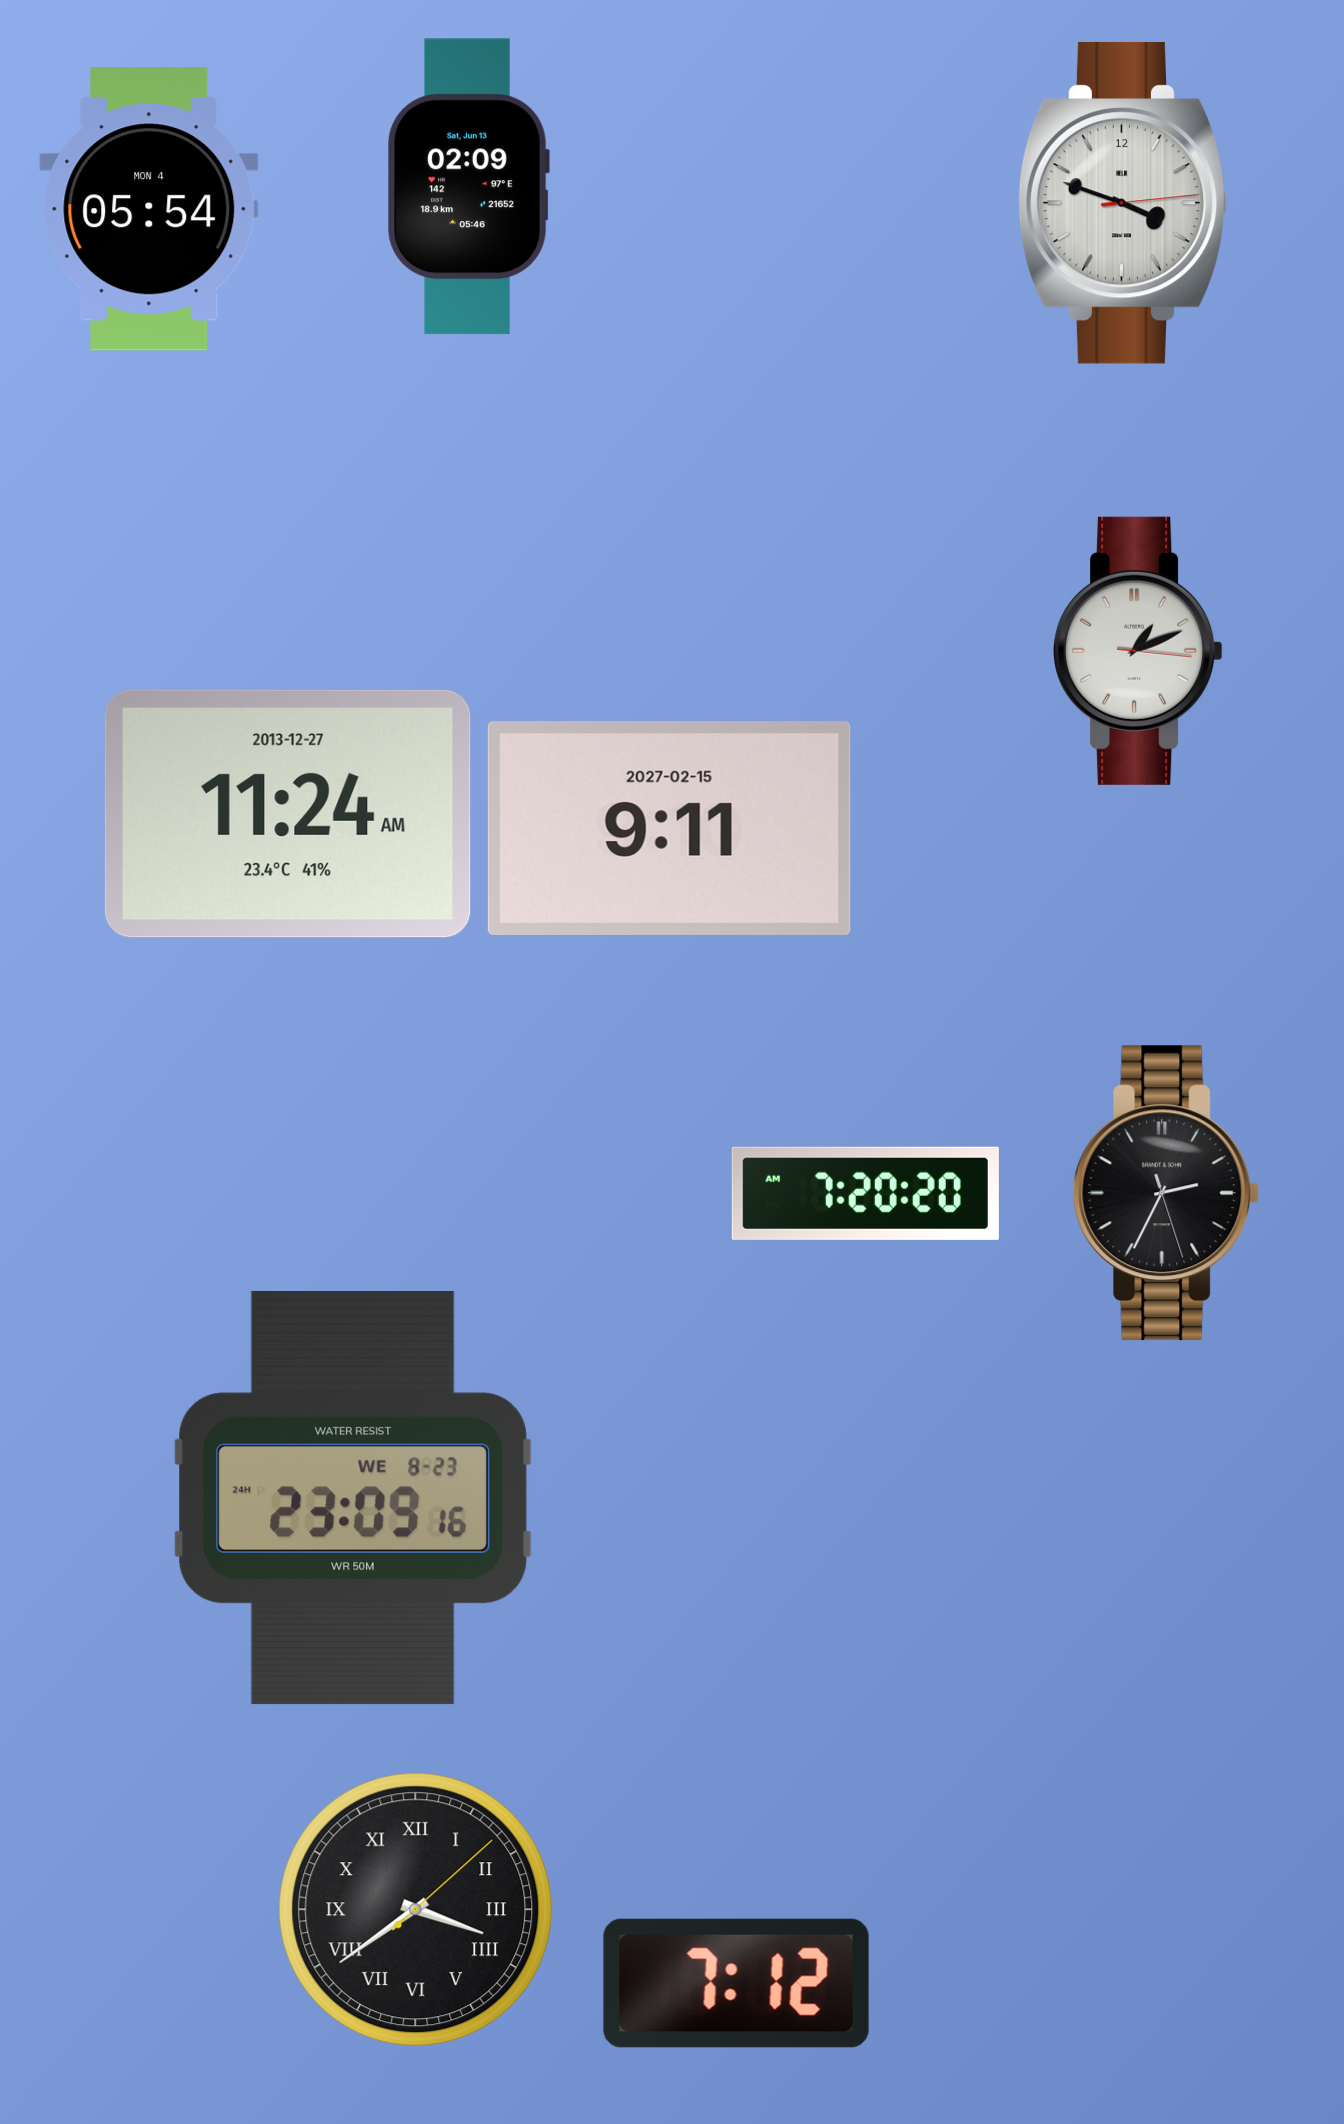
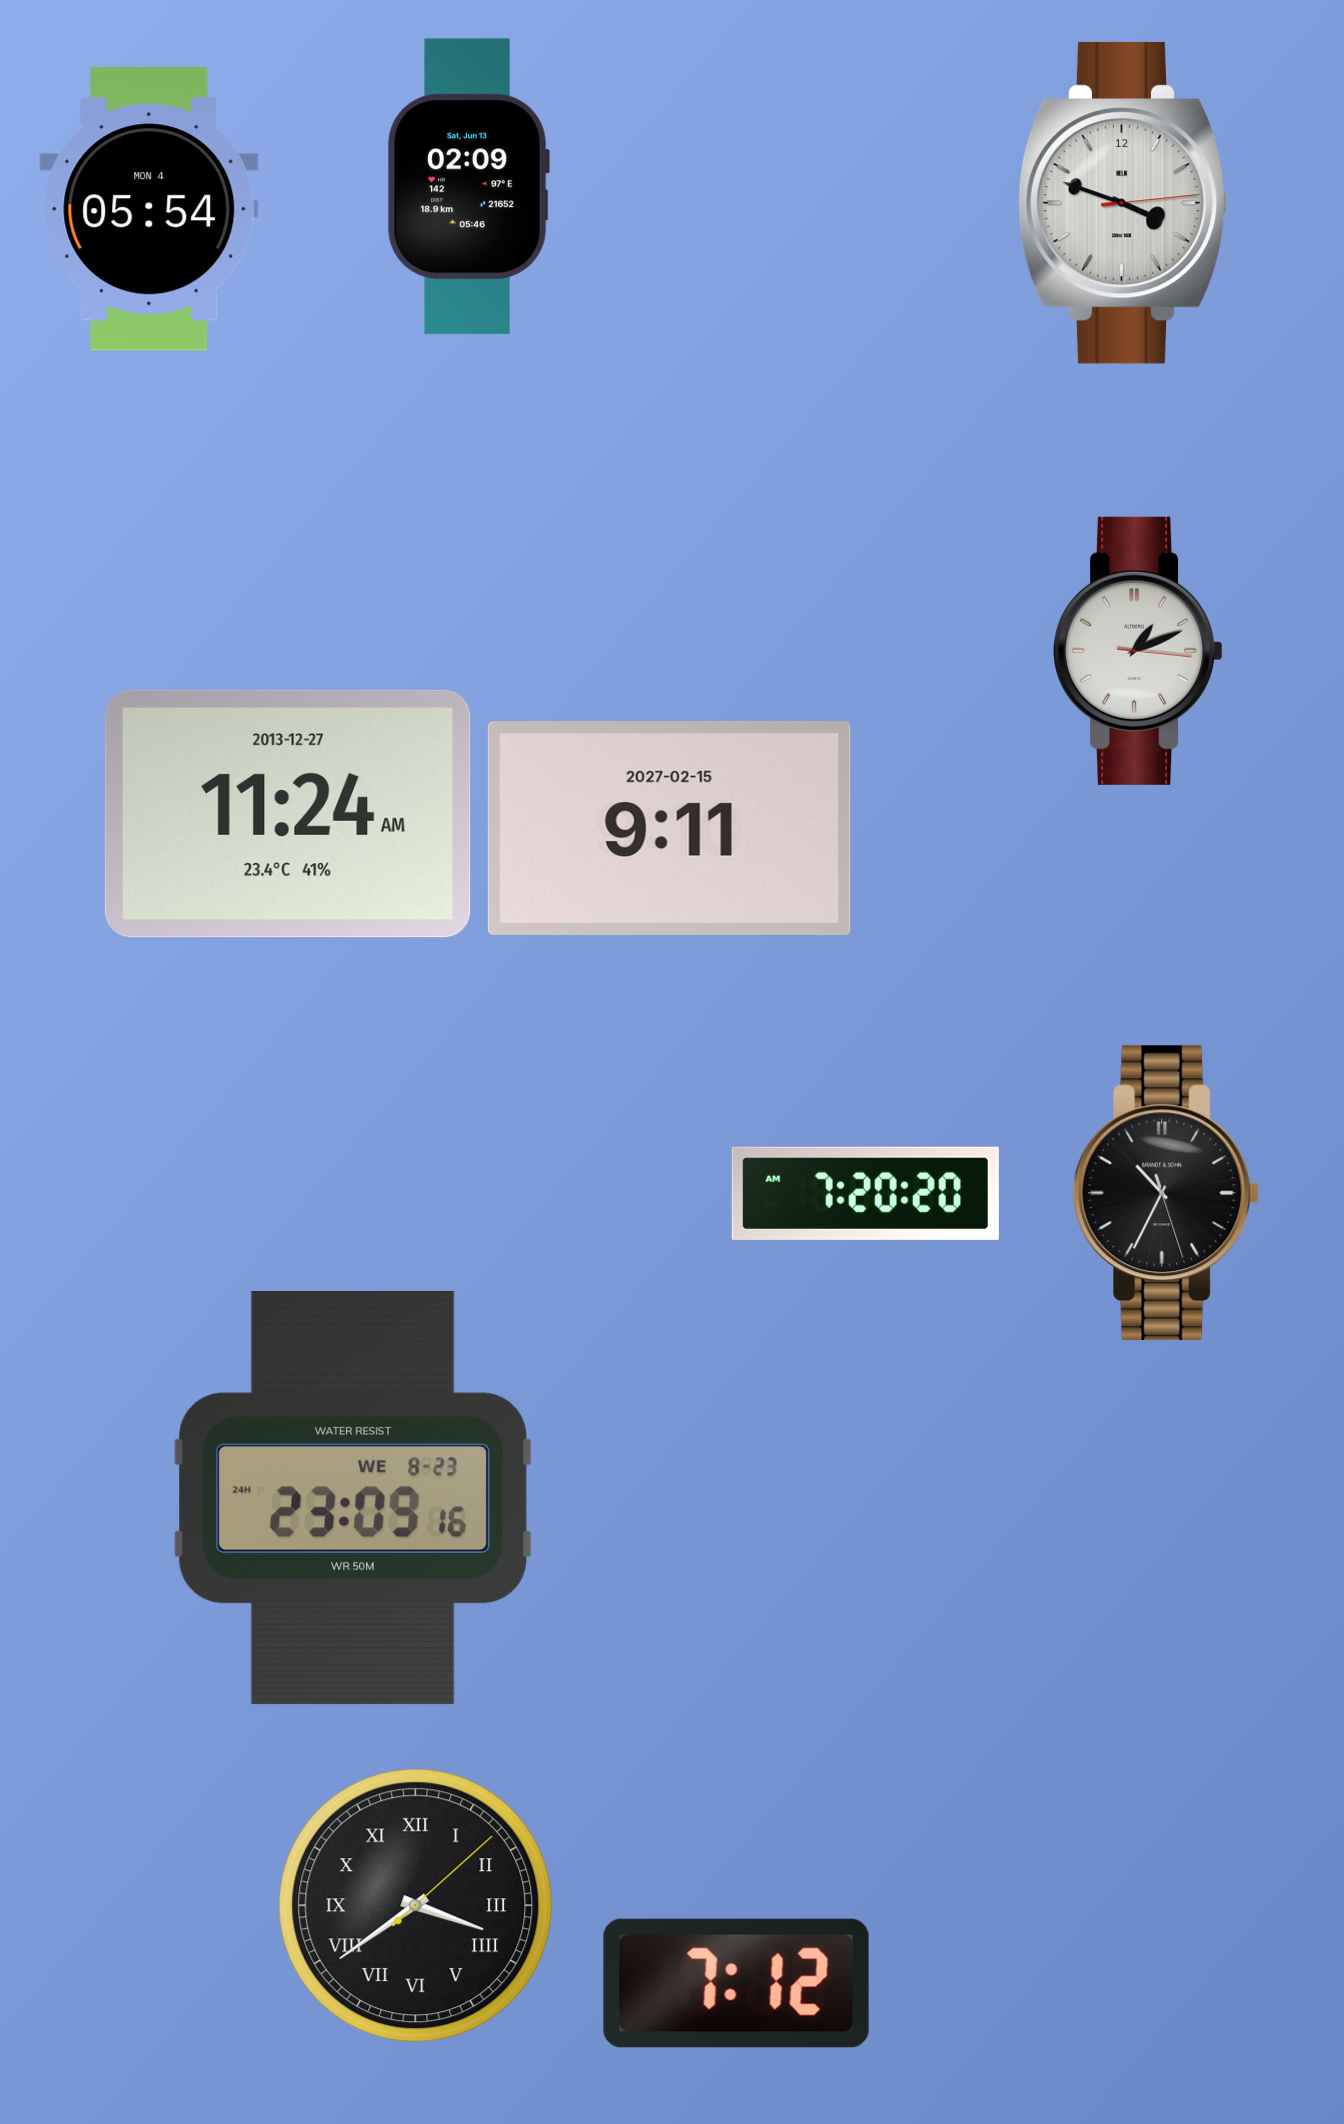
clock at (1166, 1193): 2:34 -> 10:34
clock at (416, 1910) position: (416, 1910) -> (416, 1906)
